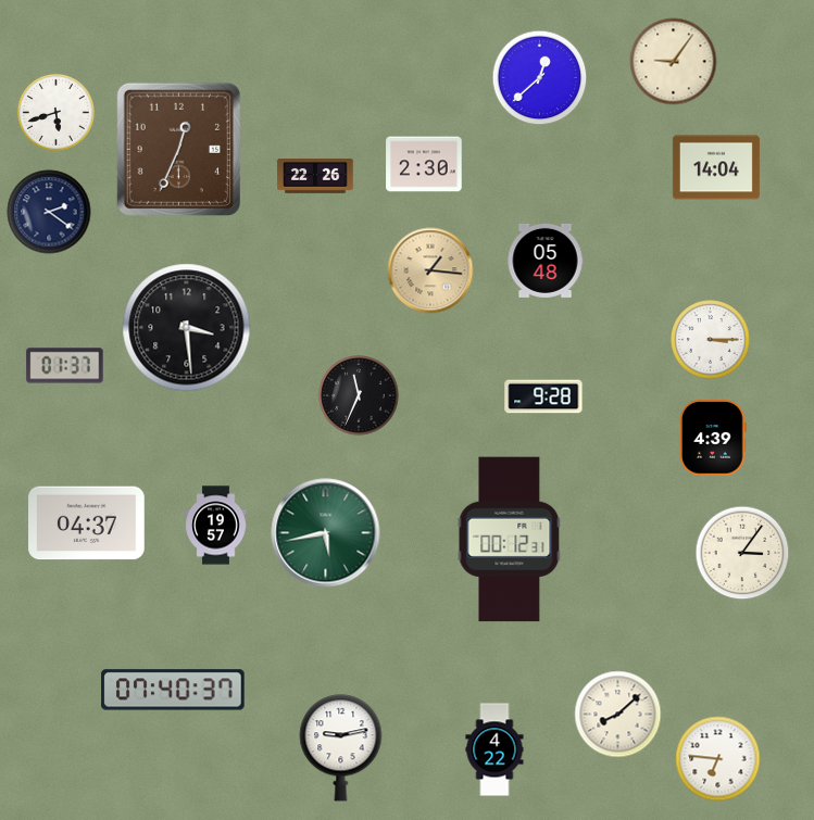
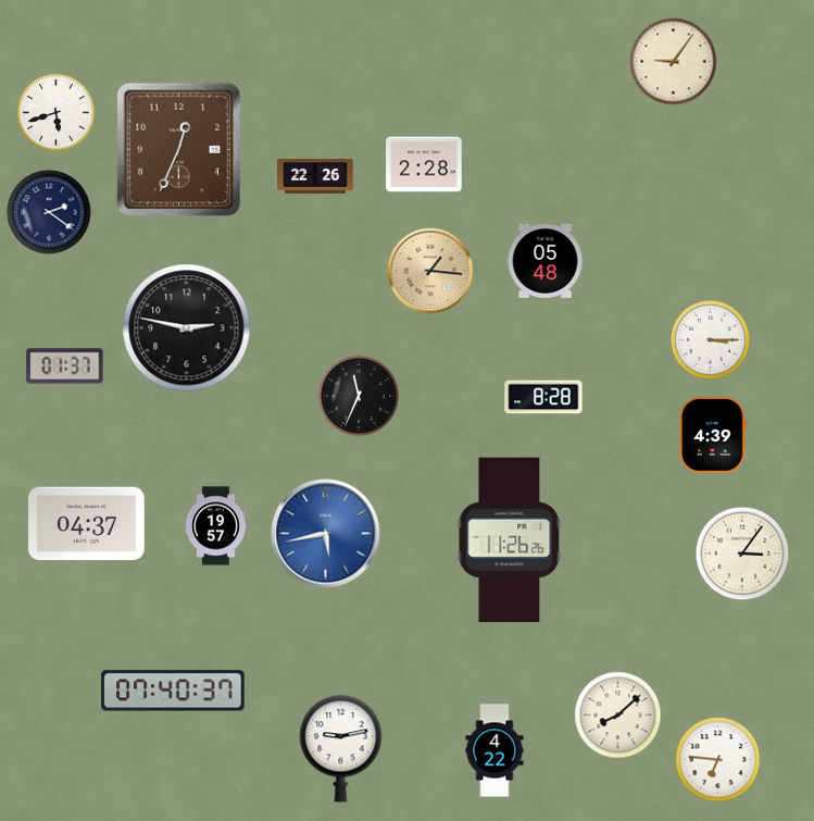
clock at (540, 78): 12:38 -> none
clock at (424, 164): 2:30 -> 2:28
clock at (716, 167): 14:04 -> none
clock at (187, 328): 3:29 -> 2:47
clock at (543, 396): 9:28 -> 8:28
clock at (713, 438) position: (713, 438) -> (713, 435)
clock at (326, 533) dial: green -> blue
clock at (510, 540): 00:12 -> 11:26
